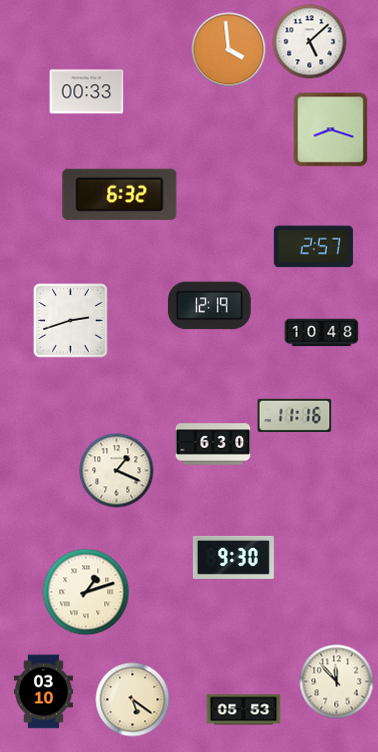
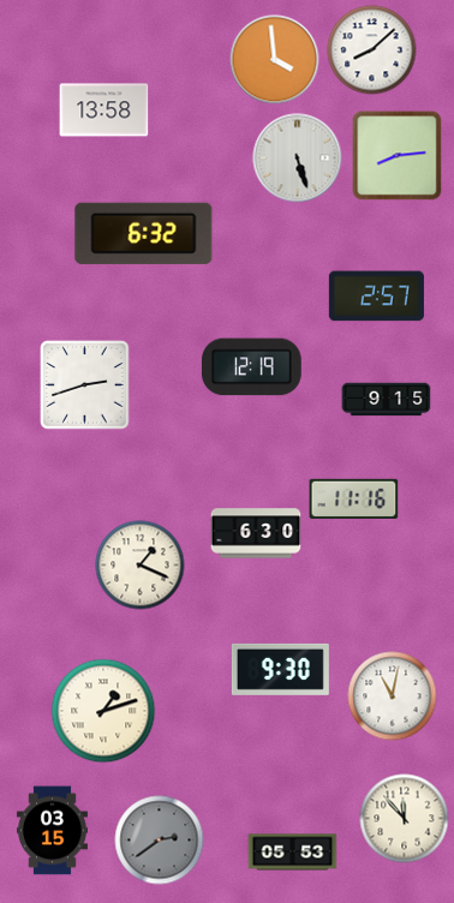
clock at (310, 42): 5:08 -> 8:08
clock at (87, 92): 00:33 -> 13:58
clock at (331, 130): 8:18 -> 8:14
clock at (298, 159): none -> 5:27
clock at (322, 333): 10:48 -> 9:15
clock at (393, 696): none -> 11:02
clock at (43, 692): 03:10 -> 03:15
clock at (133, 700): 5:21 -> 2:39
clock at (133, 700) dial: cream -> grey
